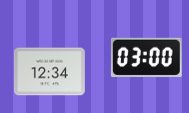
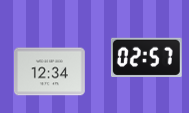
clock at (146, 57): 03:00 -> 02:57
